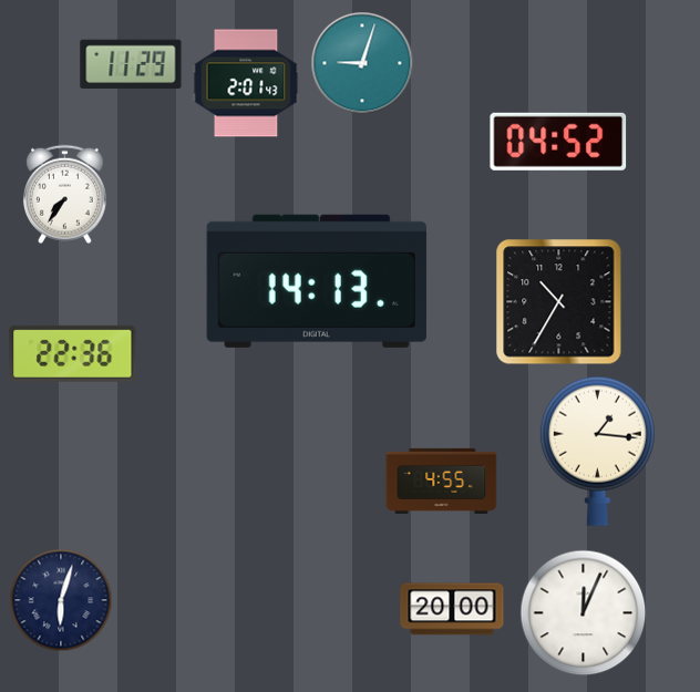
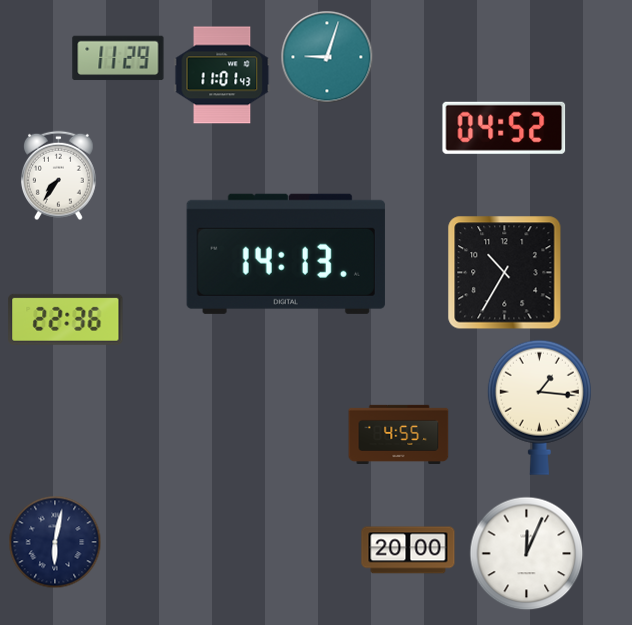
clock at (246, 83): 2:01 -> 11:01
clock at (61, 600): 6:03 -> 6:02
